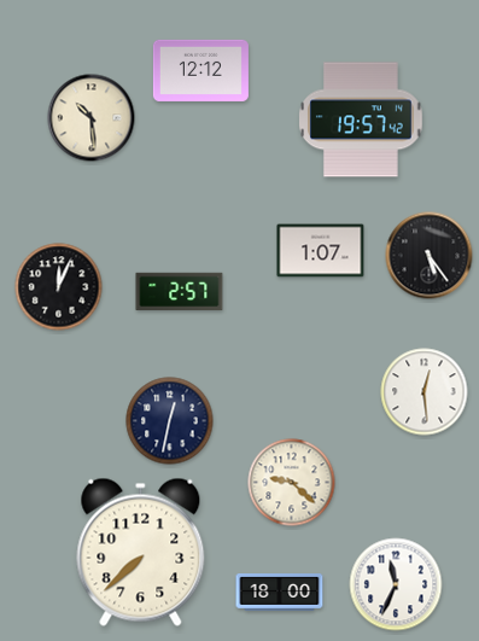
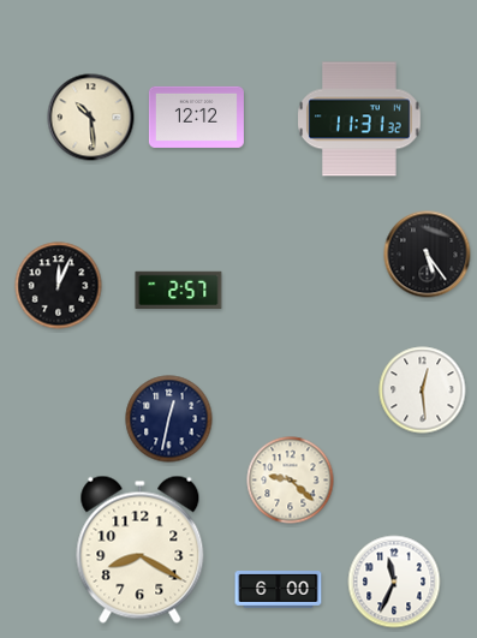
clock at (200, 70) position: (200, 70) -> (196, 117)
clock at (362, 120): 19:57 -> 11:31
clock at (321, 251): 1:07 -> none
clock at (141, 552): 7:38 -> 8:20
clock at (280, 593): 18:00 -> 6:00
